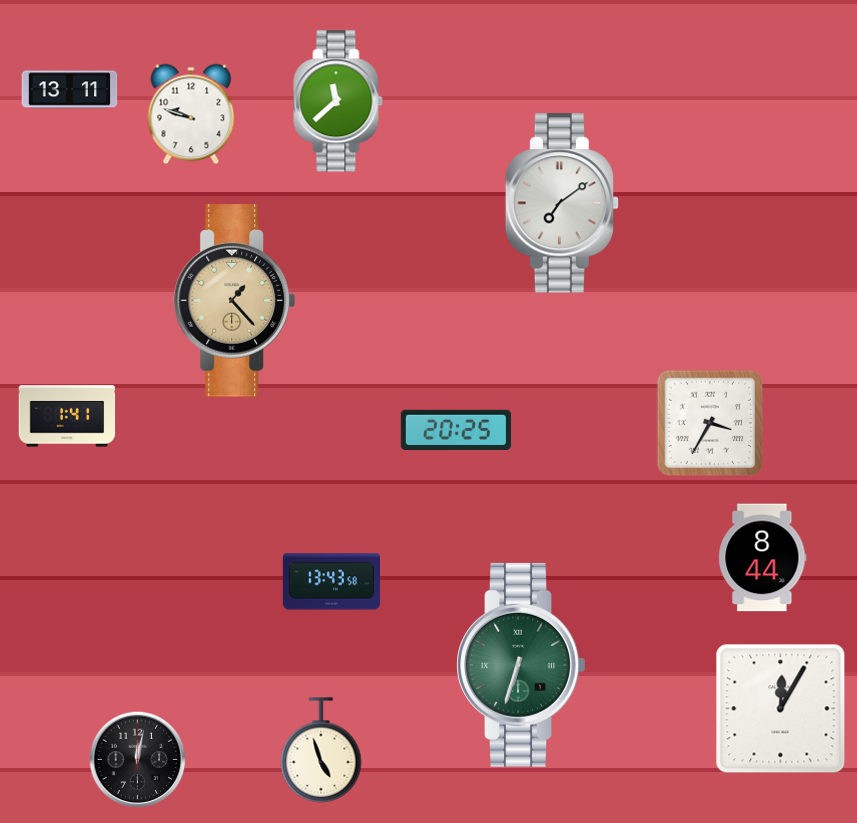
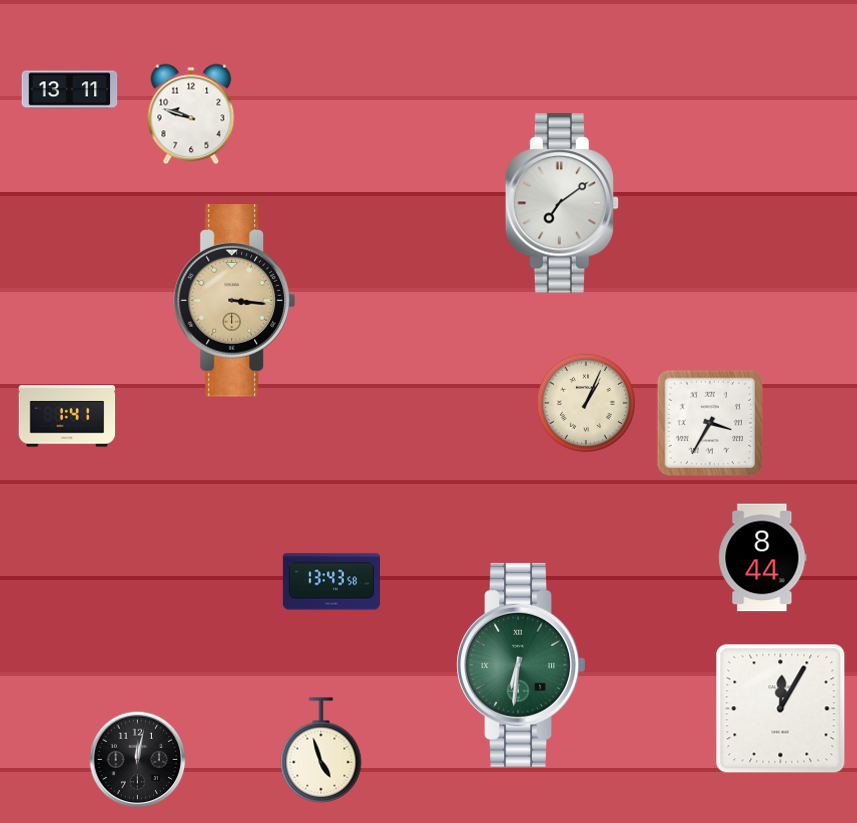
clock at (338, 101): 11:38 -> none
clock at (234, 301): 1:23 -> 3:16
clock at (586, 403): none -> 1:04
clock at (456, 429): 20:25 -> none
clock at (521, 665): 6:33 -> 6:31
